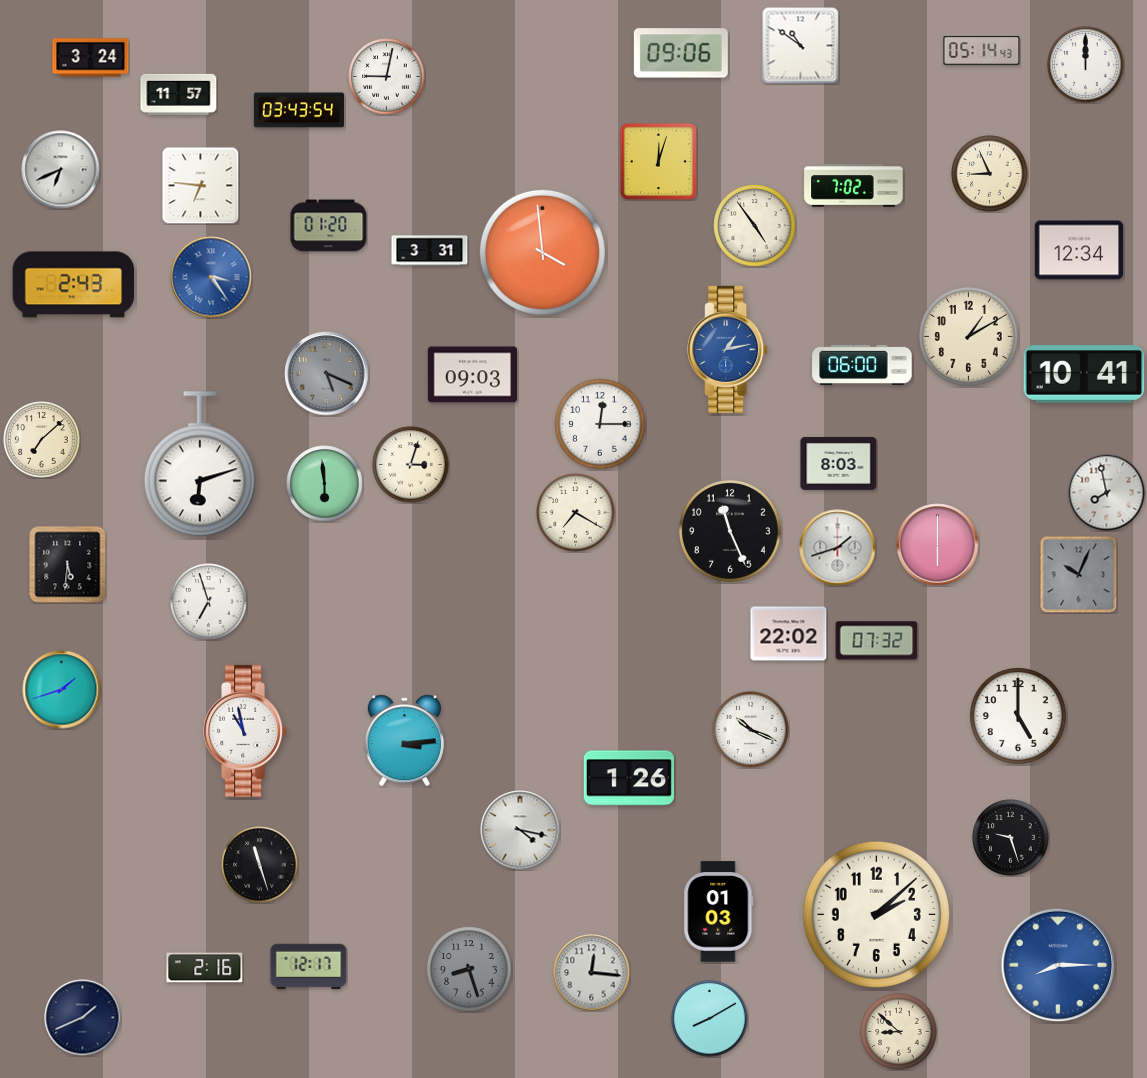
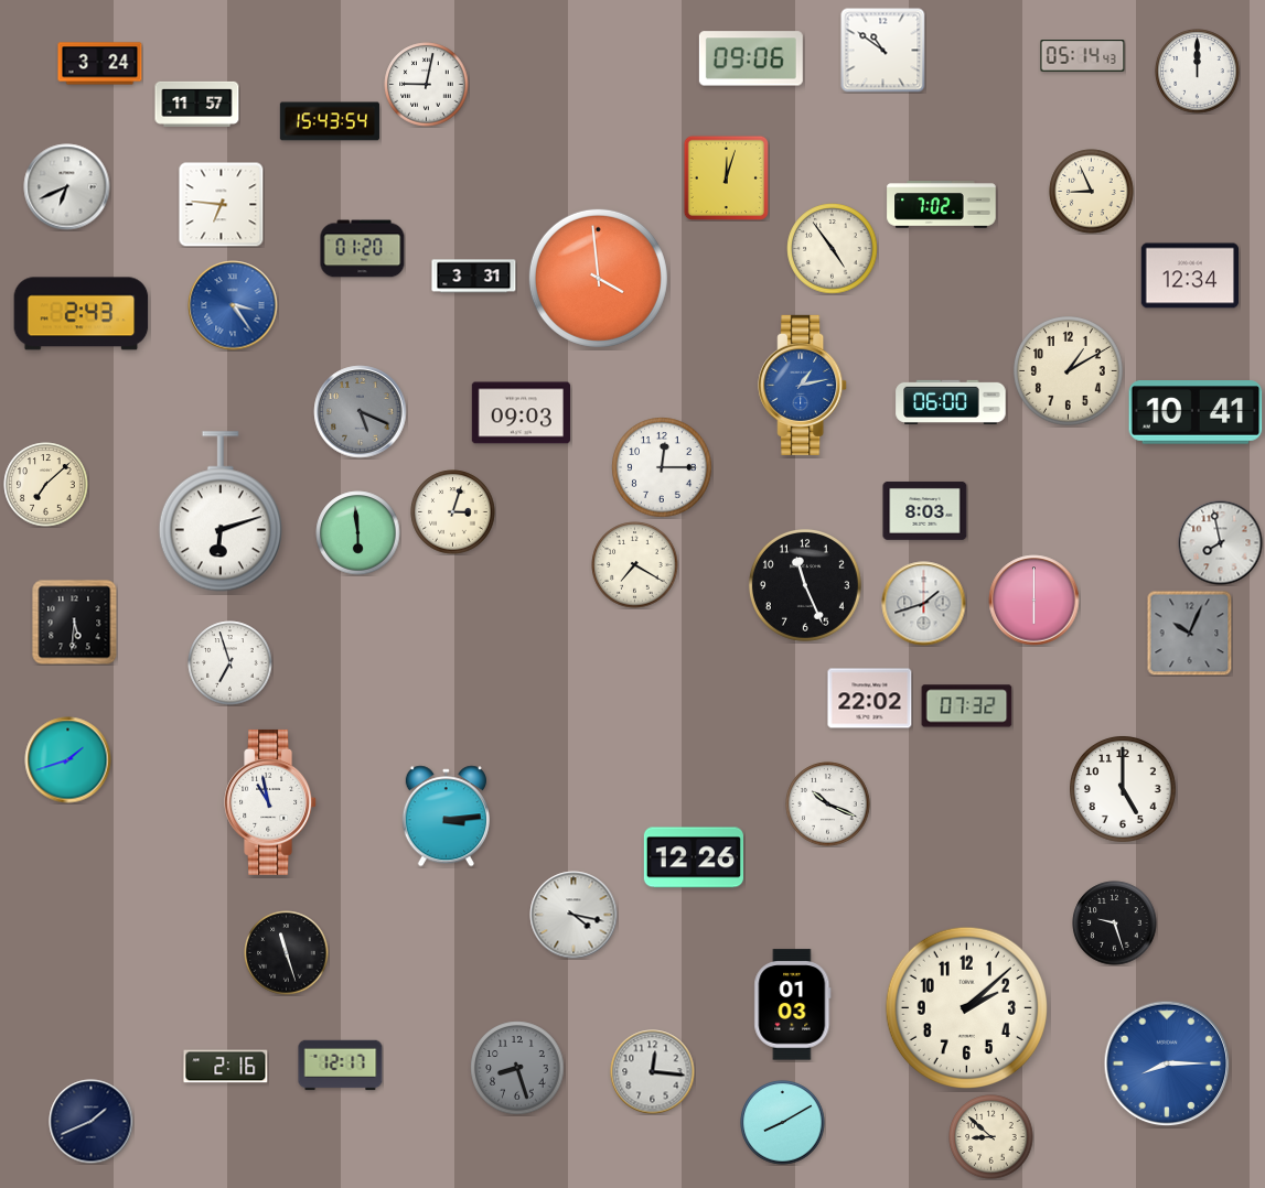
clock at (299, 110): 03:43 -> 15:43
clock at (246, 731) position: (246, 731) -> (271, 802)
clock at (629, 778): 1:26 -> 12:26
